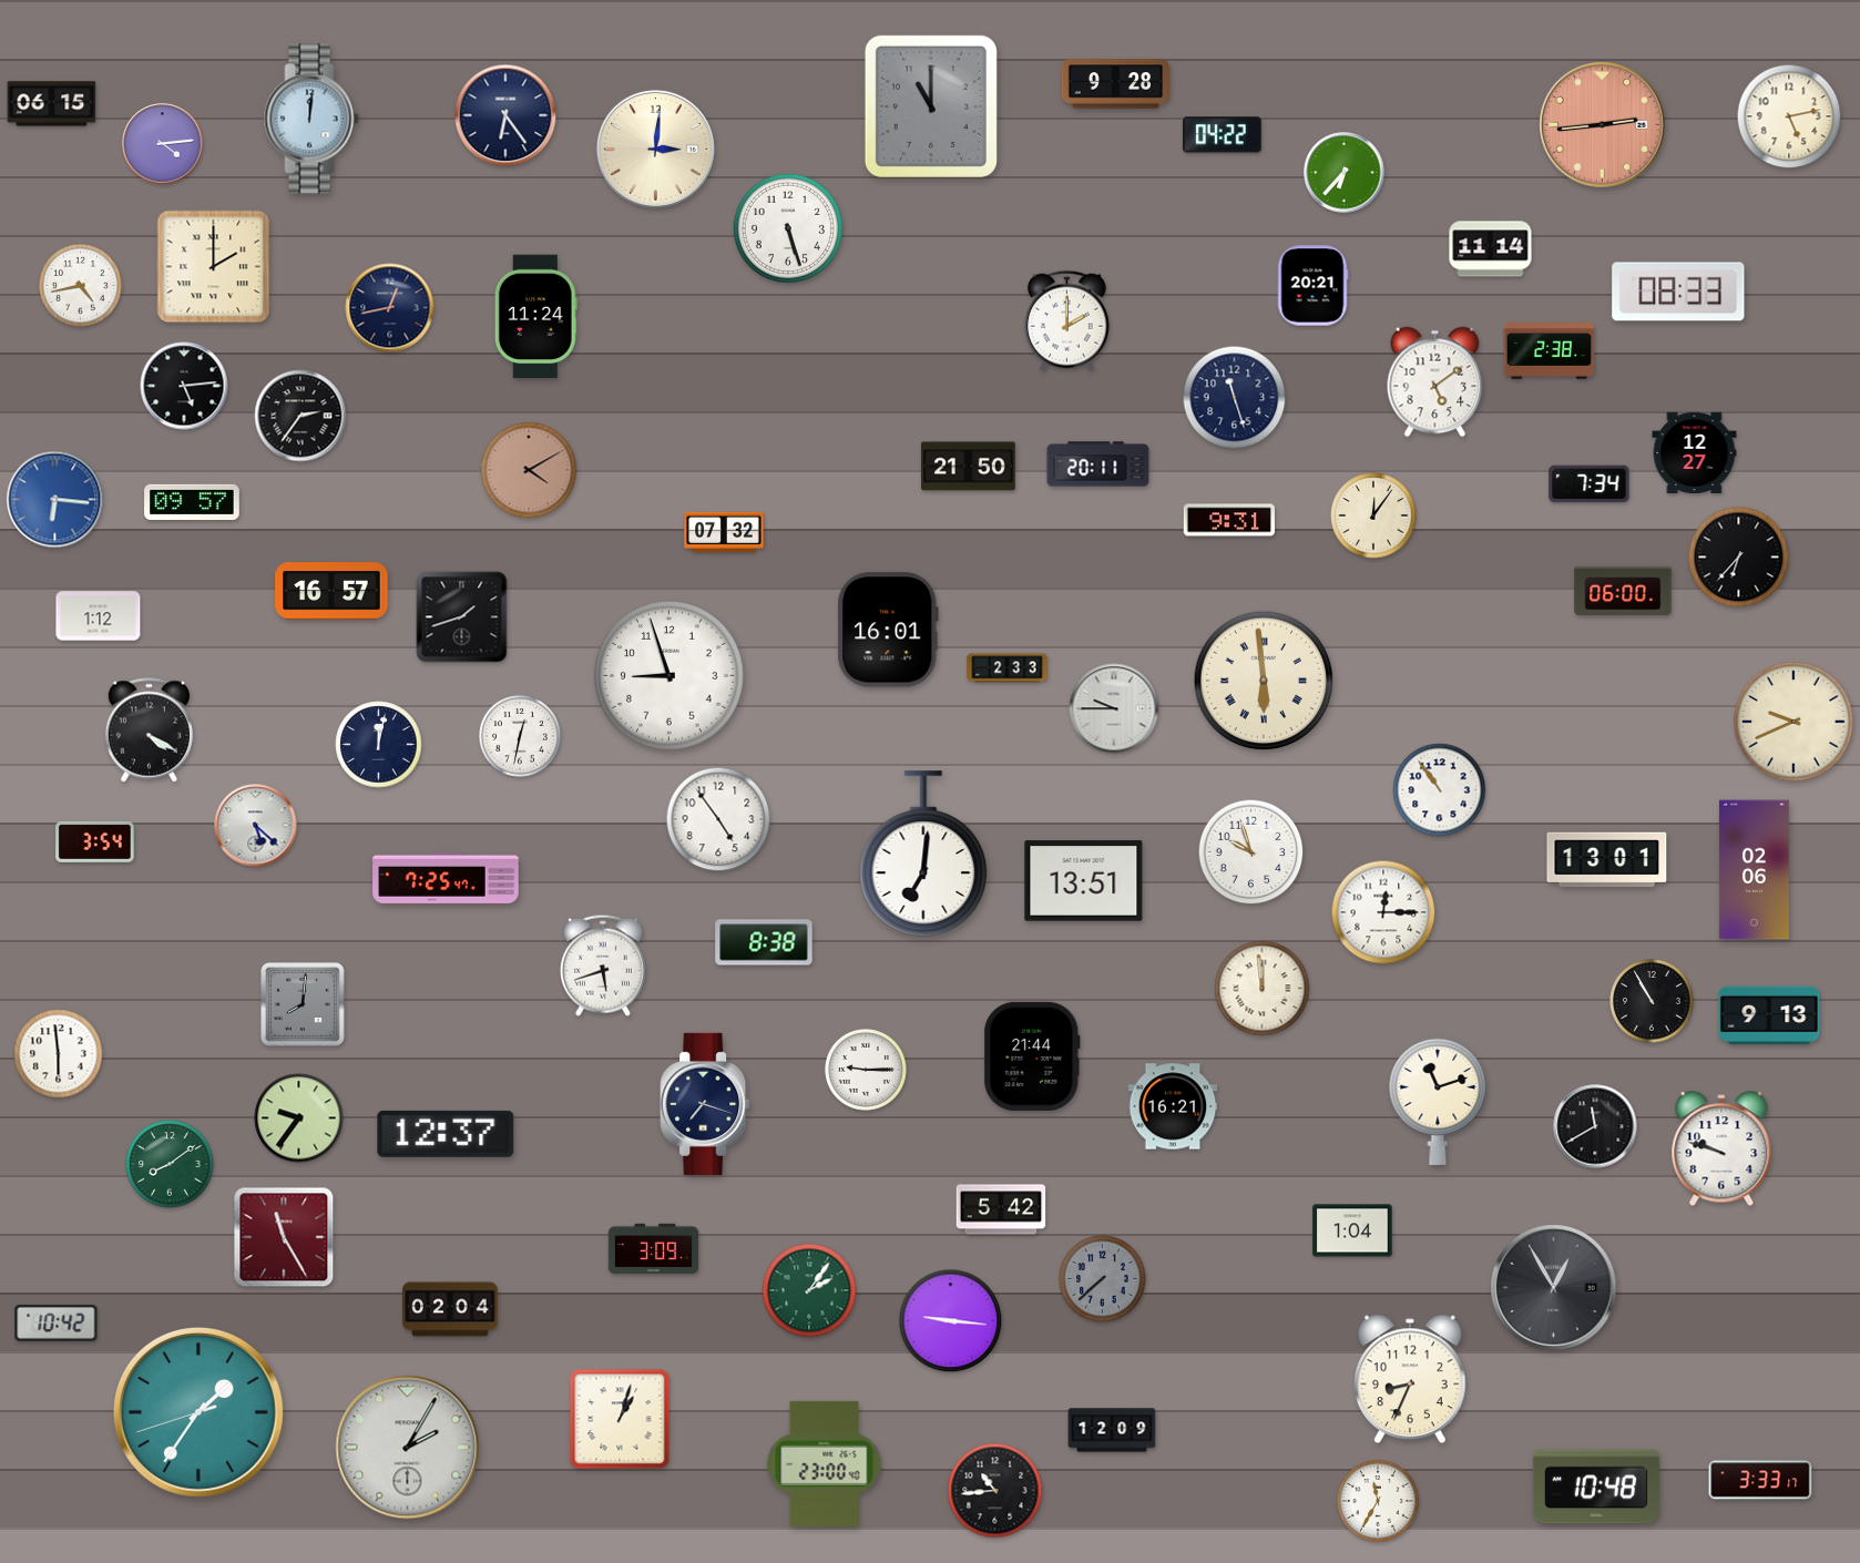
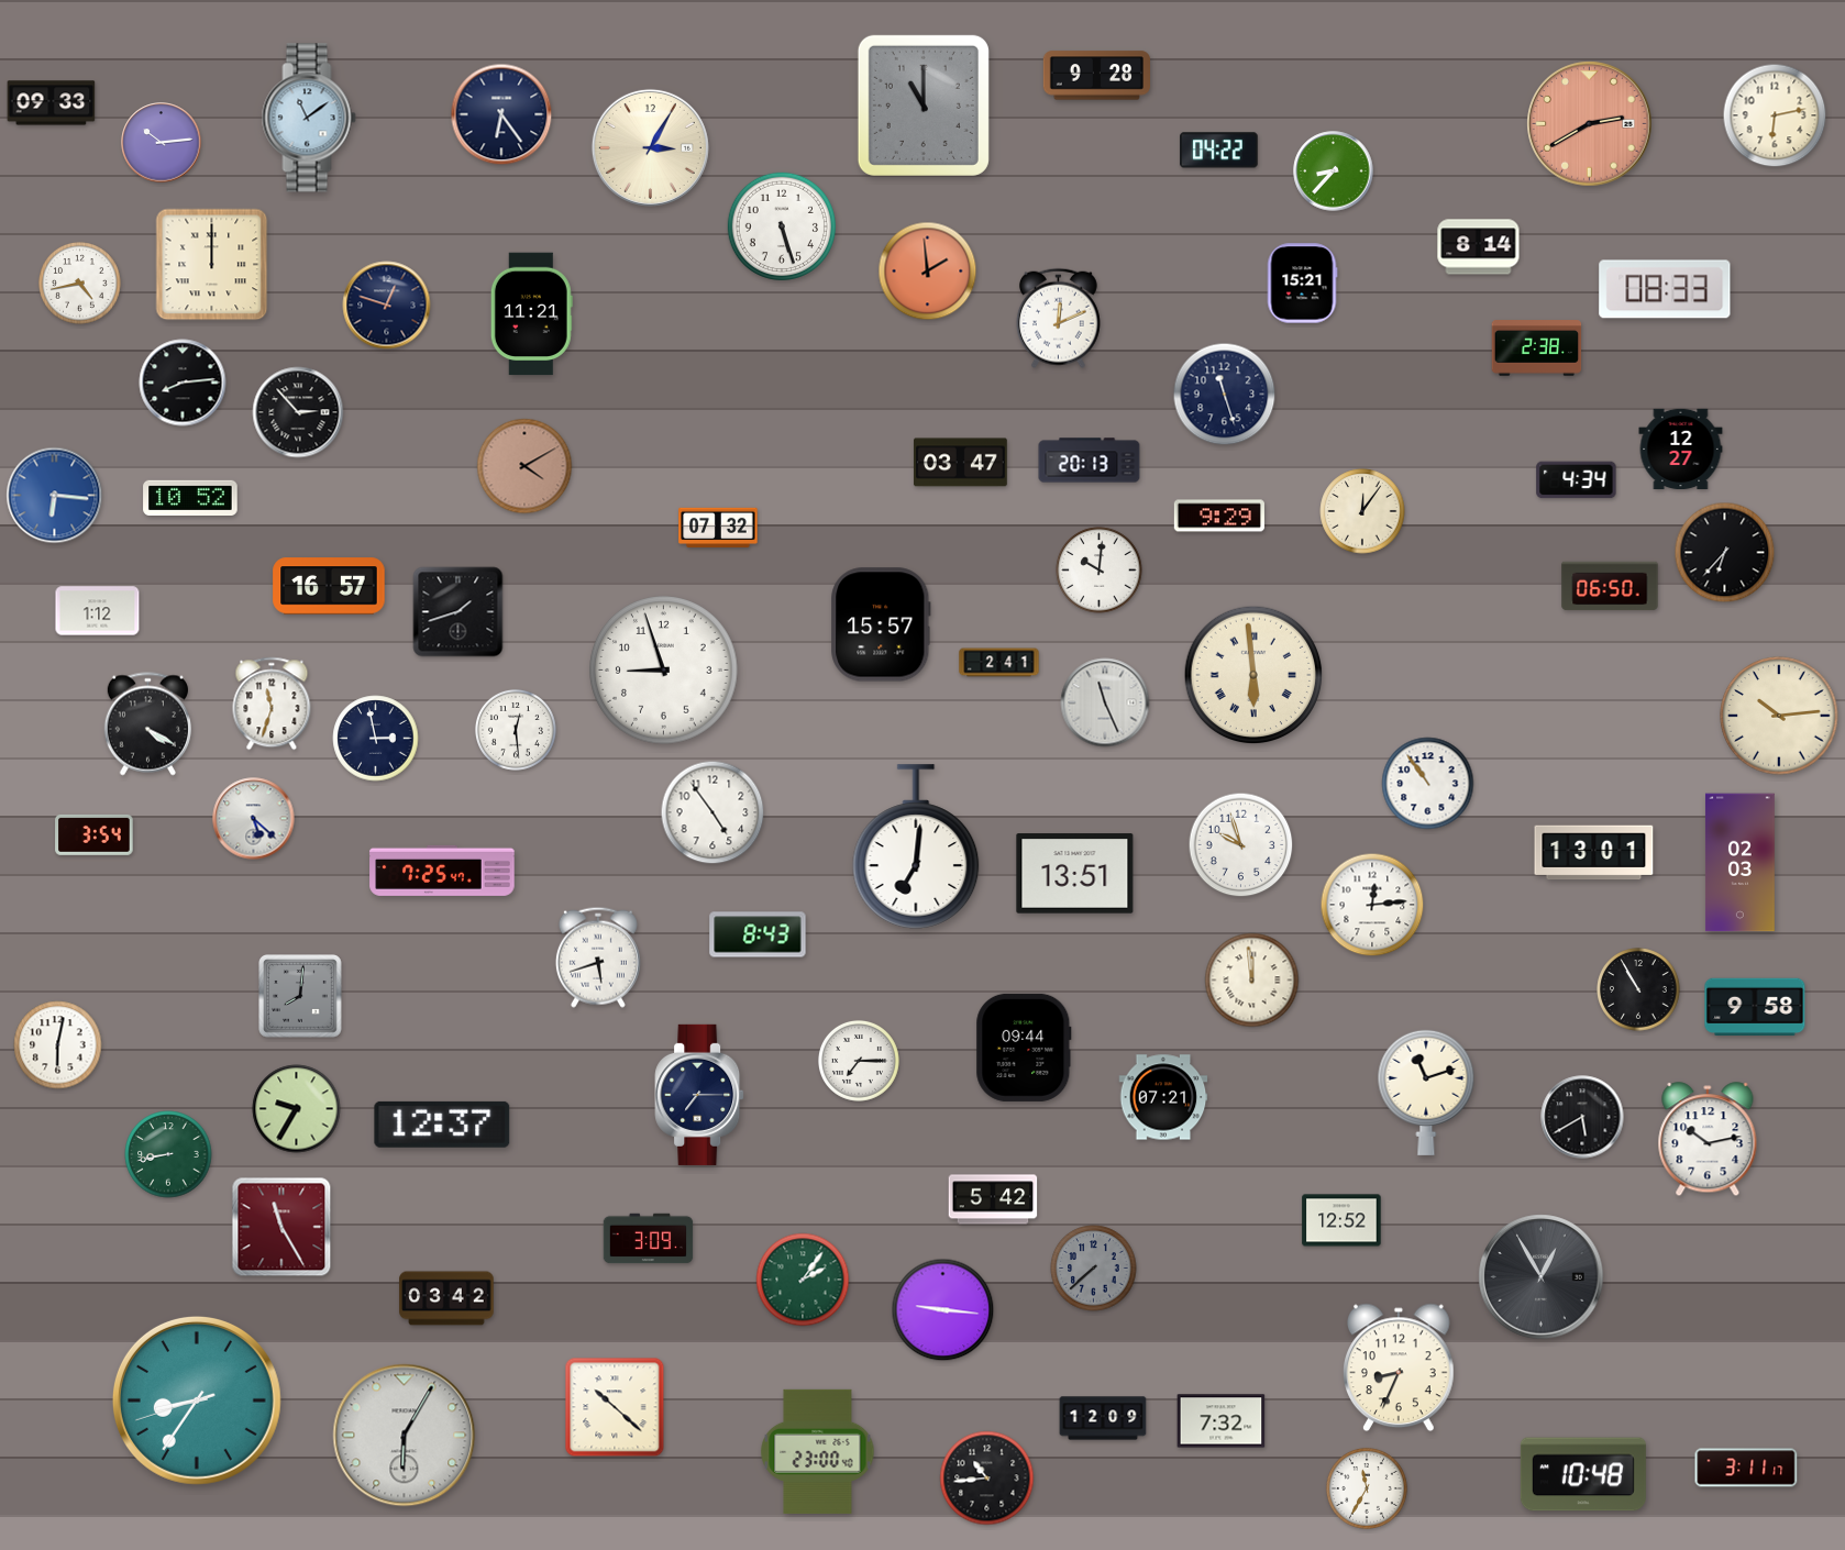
clock at (1115, 84) position: (1115, 84) -> (1096, 76)
clock at (52, 104): 06:15 -> 09:33
clock at (1789, 116): 5:13 -> 6:13
clock at (311, 119): 12:01 -> 11:09
clock at (1603, 125): 2:44 -> 2:40
clock at (1223, 135) position: (1223, 135) -> (1219, 151)
clock at (163, 144): 4:14 -> 10:14
clock at (655, 149): 3:01 -> 3:05
clock at (1345, 173): 6:37 -> 8:37
clock at (1491, 249): 11:14 -> 8:14
clock at (214, 267): 2:00 -> 12:00
clock at (928, 272): none -> 1:59
clock at (1312, 286): 20:21 -> 15:21
clock at (390, 308): 12:43 -> 12:48
clock at (535, 317): 11:24 -> 11:21
clock at (1066, 320): 2:00 -> 12:11
clock at (1435, 382): 5:09 -> none
clock at (184, 386): 5:14 -> 8:14
clock at (300, 416): 2:36 -> 2:53
clock at (1098, 464): 20:11 -> 20:13
clock at (969, 467): 21:50 -> 03:47
clock at (1590, 484): 7:34 -> 4:34
clock at (192, 501): 09:57 -> 10:52
clock at (1229, 520): 9:31 -> 9:29
clock at (1100, 571): none -> 10:01
clock at (1623, 591): 06:00 -> 06:50
clock at (888, 630): 16:01 -> 15:57
clock at (1008, 668): 2:33 -> 2:41
clock at (1114, 708): 9:45 -> 11:26
clock at (272, 704): none -> 11:33
clock at (1793, 722): 9:41 -> 10:14
clock at (520, 736): 12:32 -> 12:29
clock at (379, 745): 12:02 -> 2:58
clock at (1754, 870): 02:06 -> 02:03
clock at (1383, 912): 12:15 -> 12:14
clock at (764, 942): 8:38 -> 8:43
clock at (1652, 1001) position: (1652, 1001) -> (1638, 989)
clock at (1769, 1015): 9:13 -> 9:58
clock at (59, 1054): 5:59 -> 6:02
clock at (1032, 1056): 21:44 -> 09:44
clock at (866, 1070): 9:15 -> 7:15
clock at (705, 1104): 7:18 -> 7:15
clock at (1173, 1106): 16:21 -> 07:21
clock at (299, 1118): 9:36 -> 9:35
clock at (1595, 1126): 11:40 -> 5:40
clock at (1721, 1150): 9:48 -> 10:13
clock at (170, 1164): 8:09 -> 8:43
clock at (1352, 1230): 1:04 -> 12:52
clock at (450, 1309): 02:04 -> 03:42
clock at (57, 1322): 10:42 -> none
clock at (198, 1412): 1:35 -> 8:35
clock at (620, 1419): 1:03 -> 10:22
clock at (1222, 1421): none -> 7:32
clock at (408, 1448): 2:05 -> 6:05
clock at (1760, 1480): 3:33 -> 3:11
